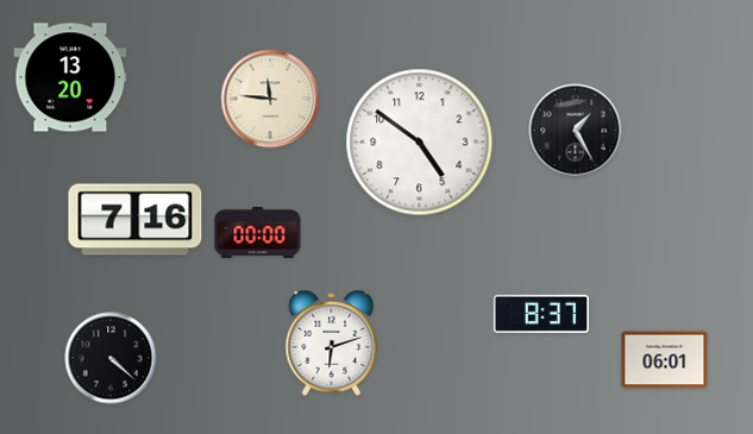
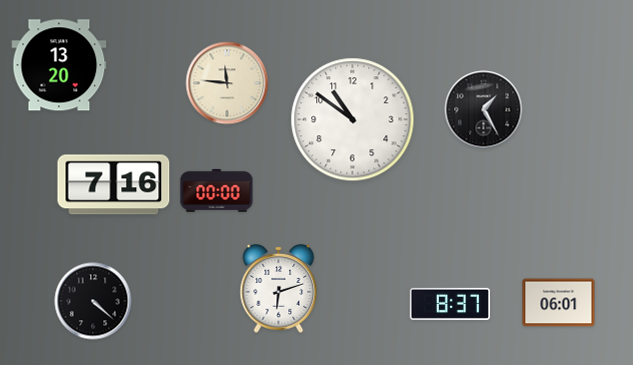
clock at (420, 143): 4:51 -> 10:51
clock at (258, 232) position: (258, 232) -> (217, 190)
clock at (541, 314) position: (541, 314) -> (450, 304)
